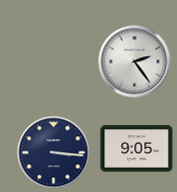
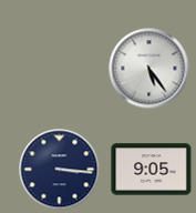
clock at (135, 62): 2:24 -> 5:24
clock at (137, 149) position: (137, 149) -> (152, 170)
